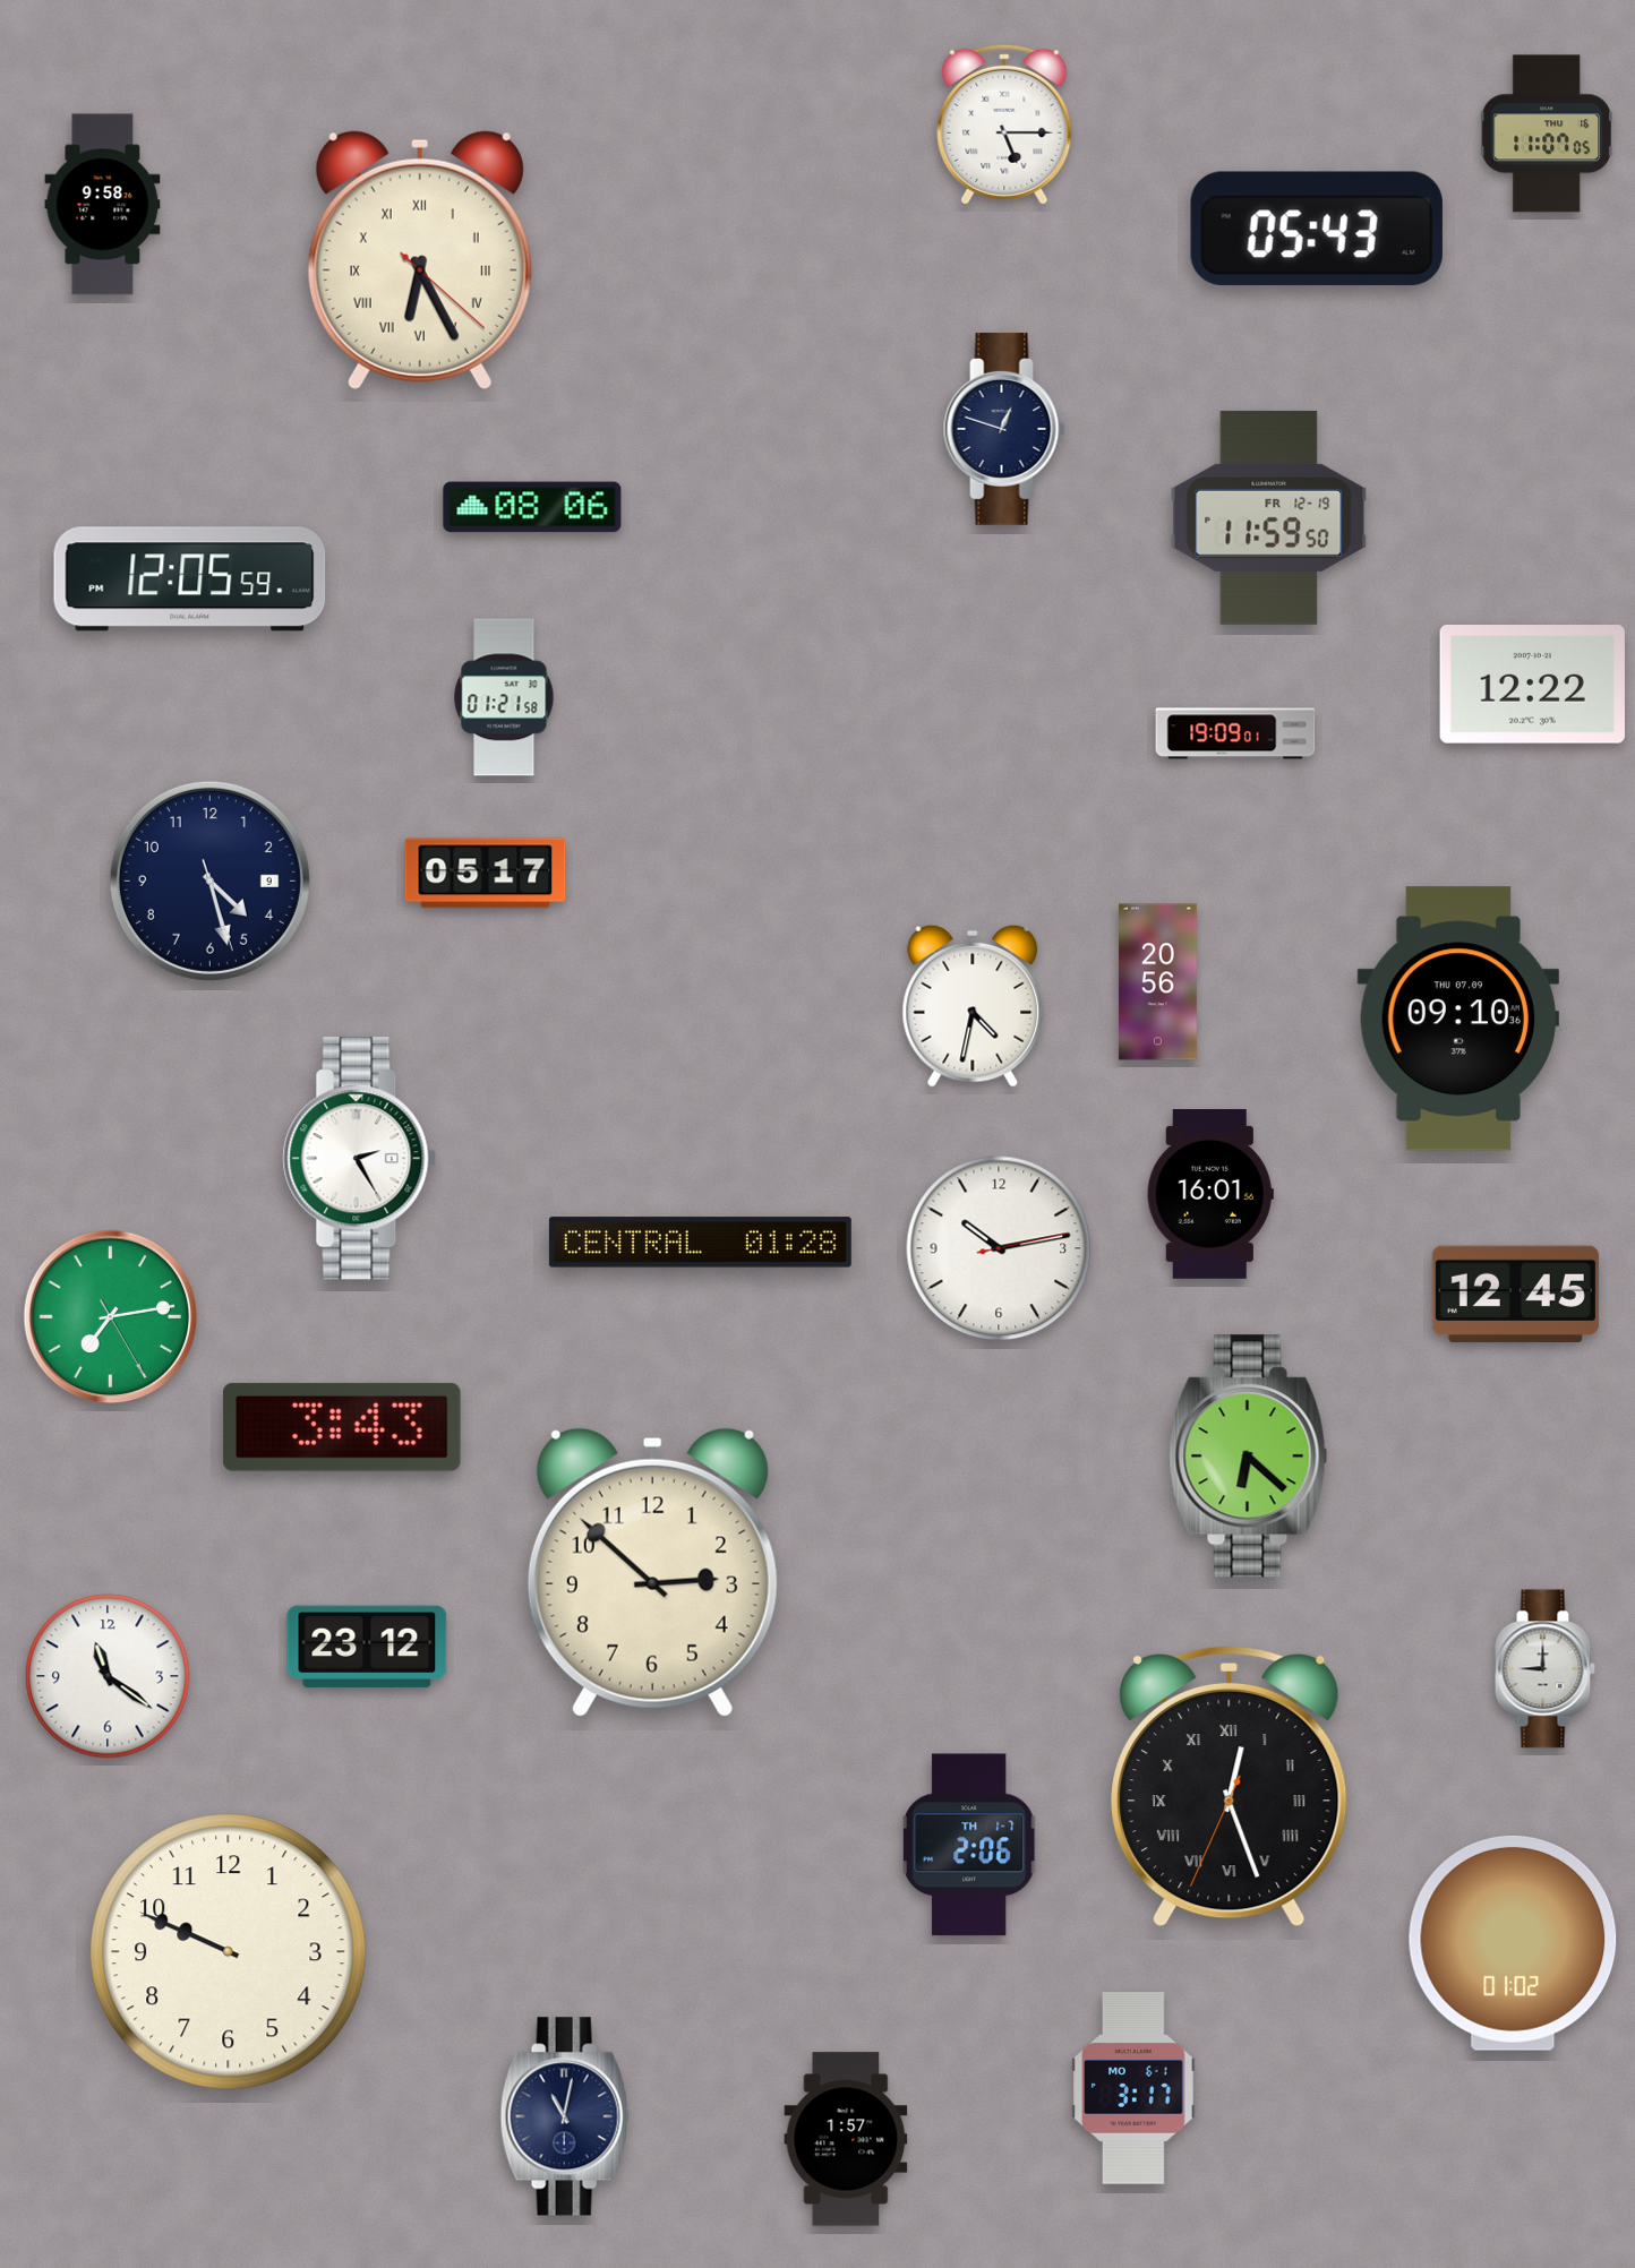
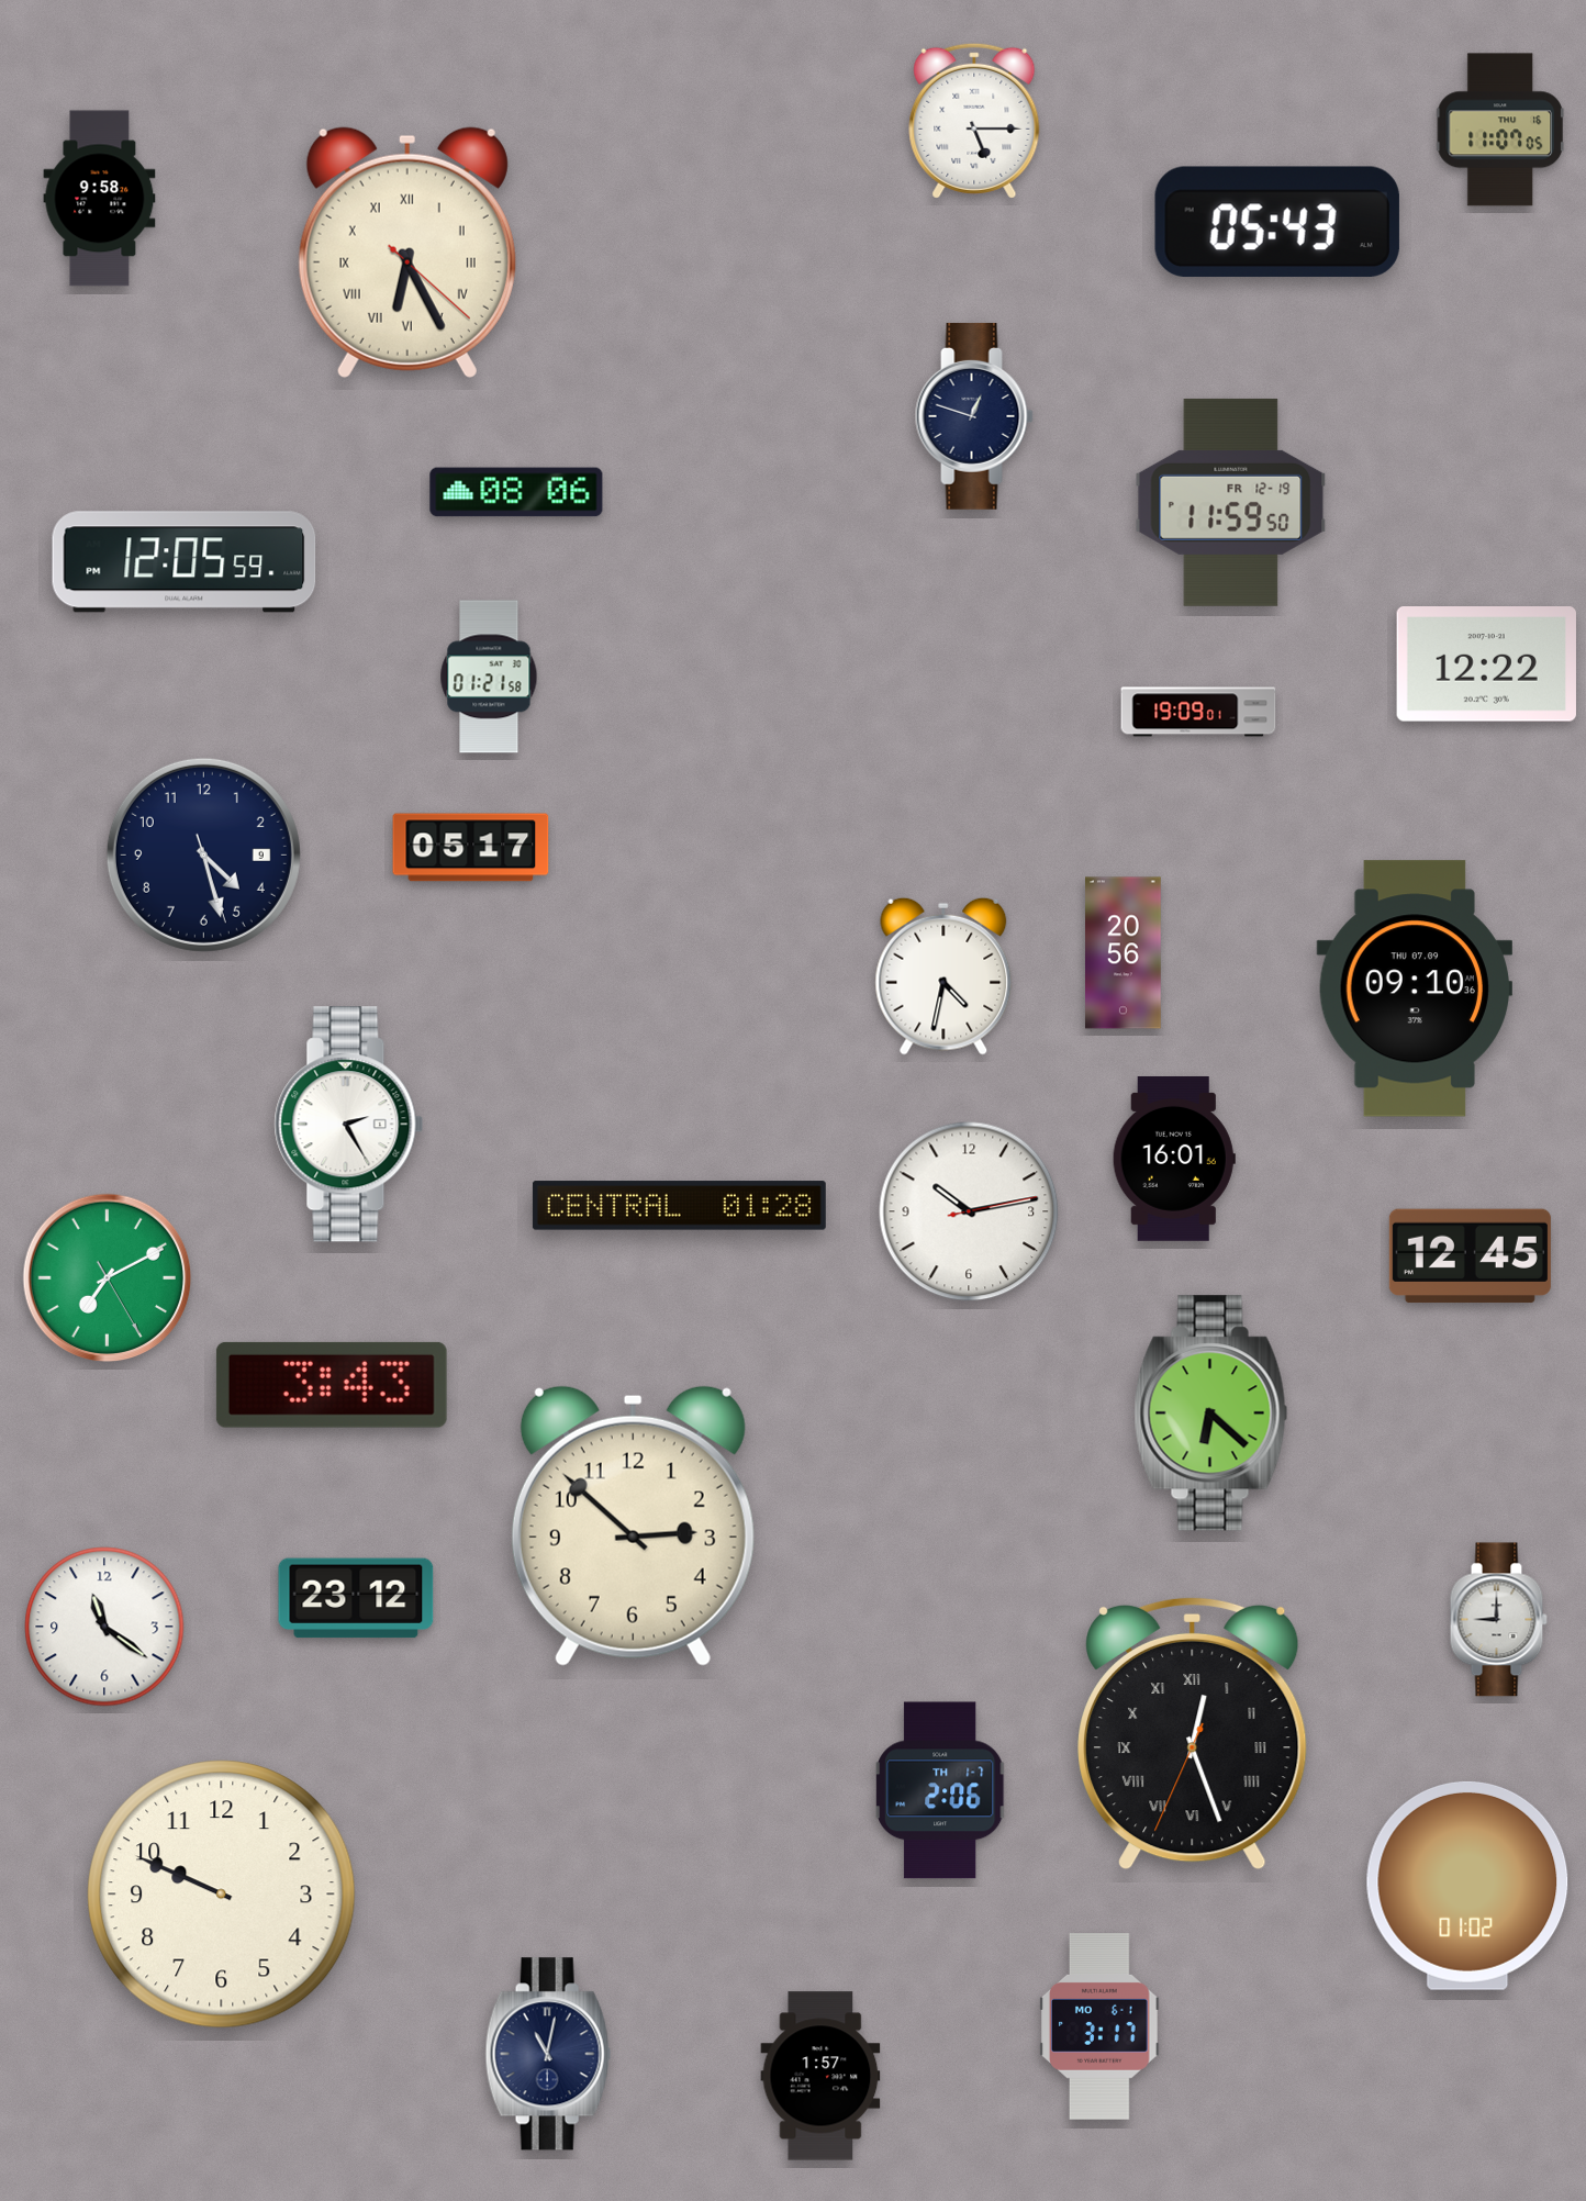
clock at (111, 1317): 7:13 -> 7:10
